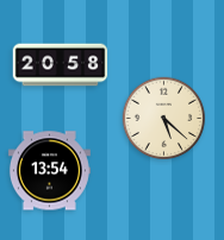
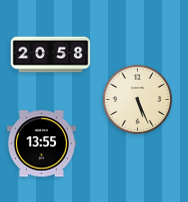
clock at (164, 119): 5:22 -> 5:26
clock at (49, 171): 13:54 -> 13:55
